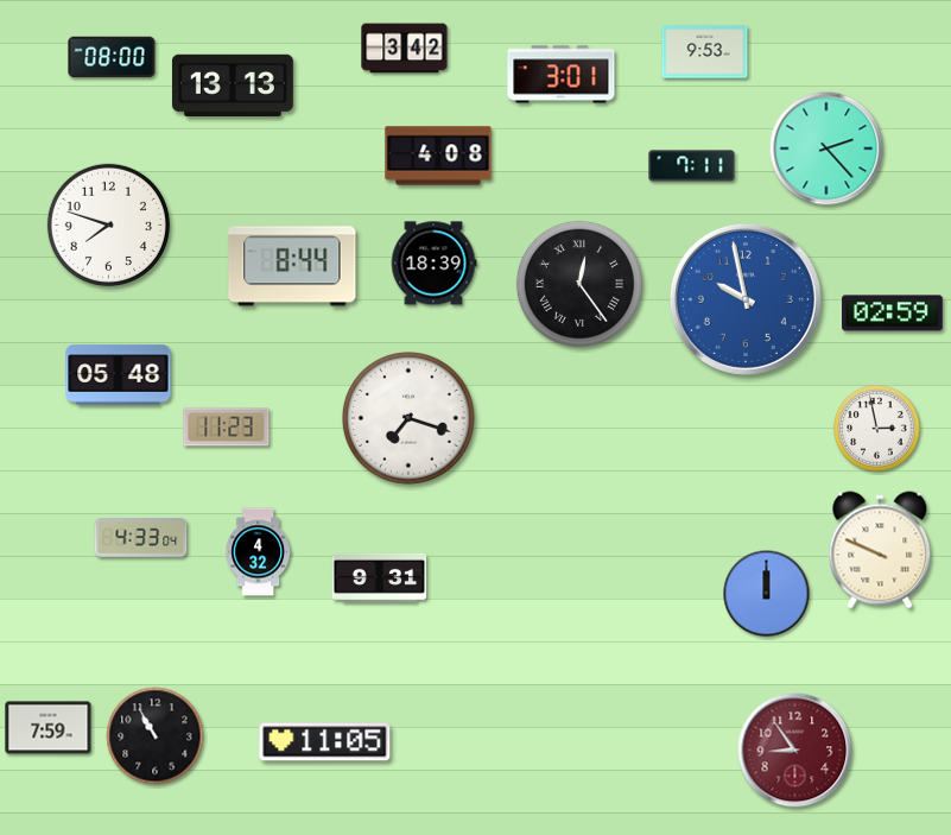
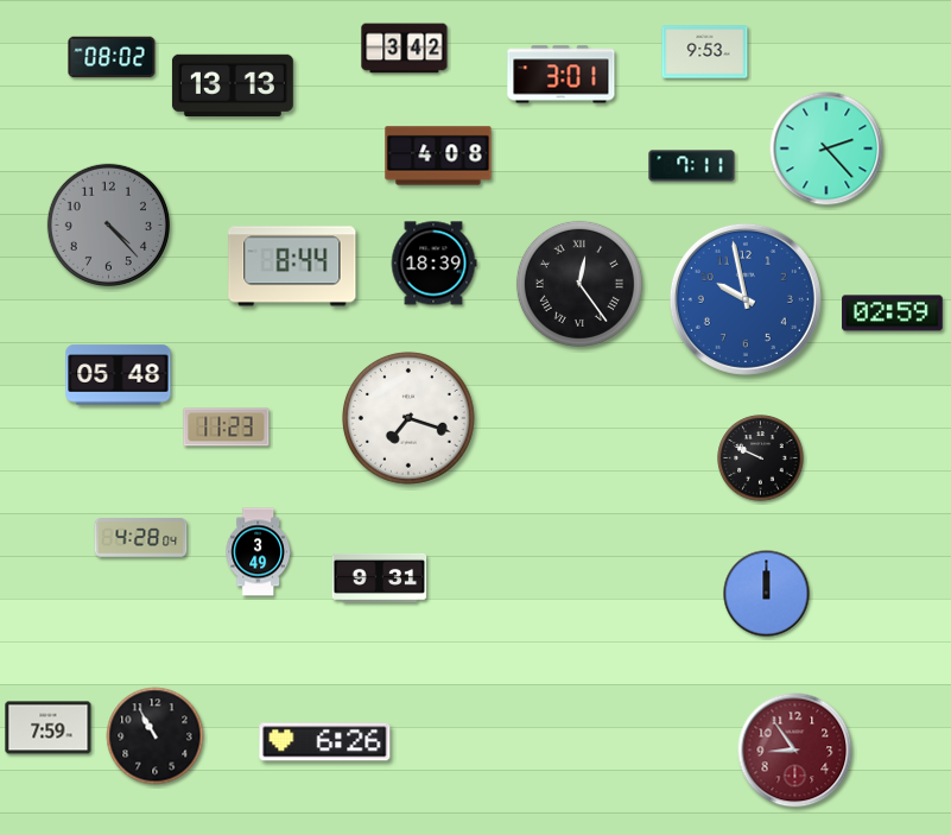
clock at (112, 57): 08:00 -> 08:02
clock at (108, 224): 7:48 -> 4:23
clock at (108, 224) dial: white -> grey
clock at (877, 429): 2:58 -> none
clock at (761, 458): none -> 9:49
clock at (141, 538): 4:33 -> 4:28
clock at (880, 550): 9:49 -> none
clock at (258, 552): 4:32 -> 3:49
clock at (325, 742): 11:05 -> 6:26
